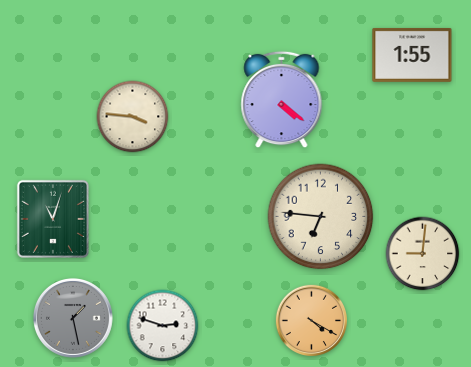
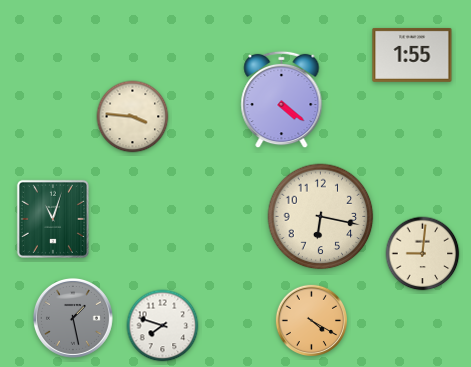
clock at (321, 217): 6:46 -> 6:17
clock at (163, 326): 2:48 -> 7:48
